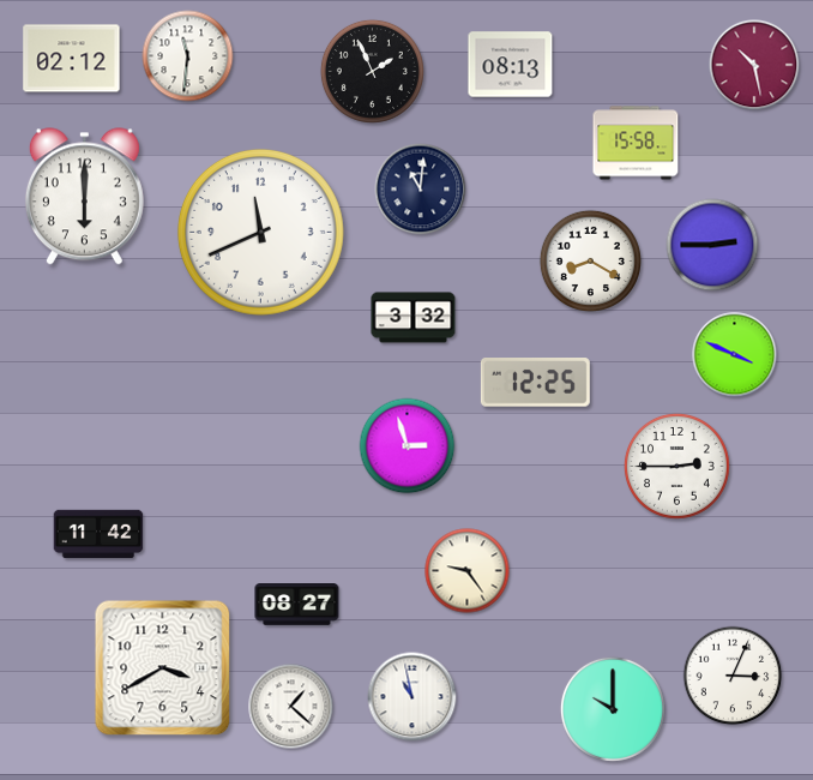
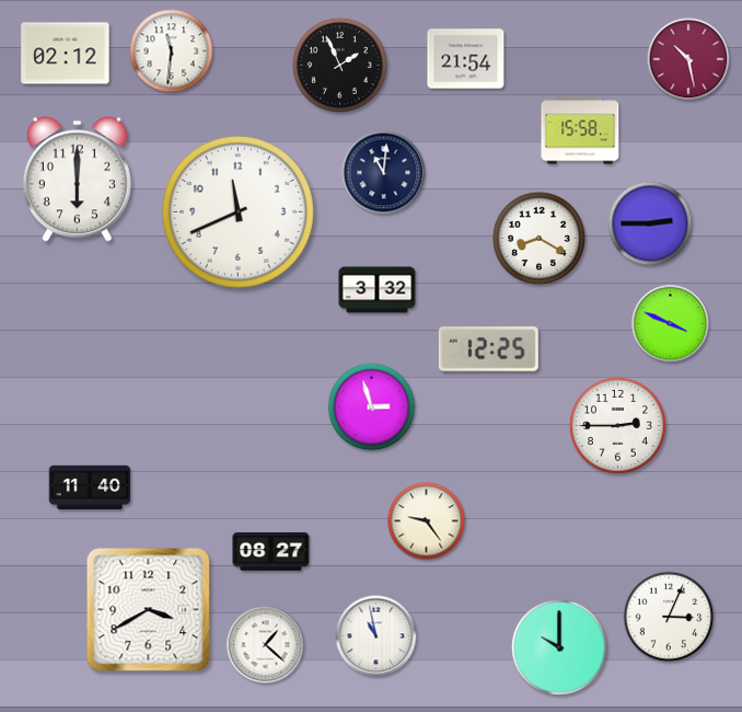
clock at (511, 65): 08:13 -> 21:54
clock at (98, 534): 11:42 -> 11:40
